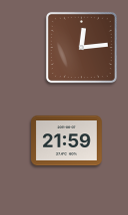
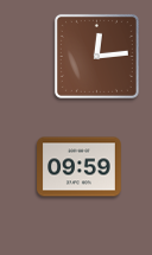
clock at (67, 141): 21:59 -> 09:59
